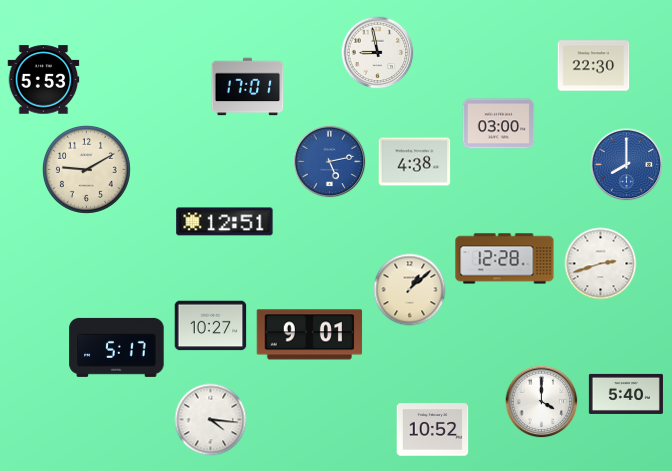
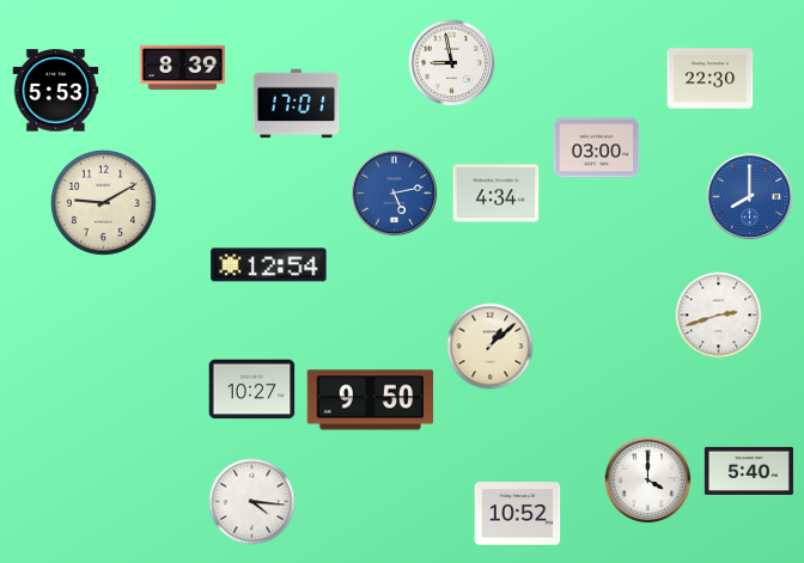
clock at (183, 68): none -> 8:39
clock at (44, 80) position: (44, 80) -> (56, 91)
clock at (415, 162): 4:38 -> 4:34
clock at (225, 222): 12:51 -> 12:54
clock at (505, 259): 12:28 -> none
clock at (310, 335): 9:01 -> 9:50
clock at (117, 347): 5:17 -> none
